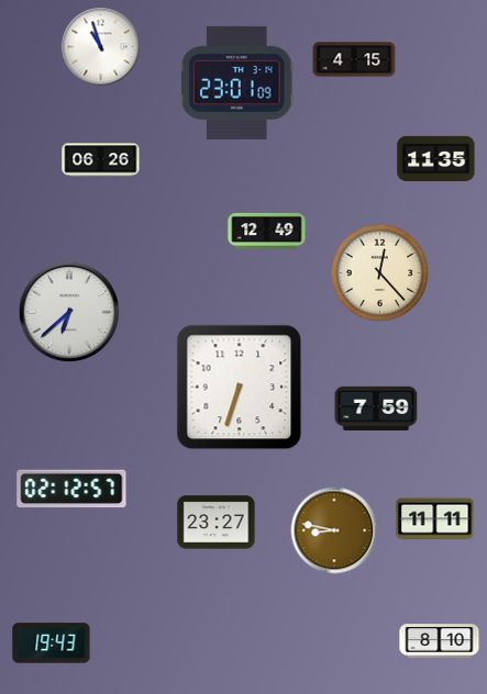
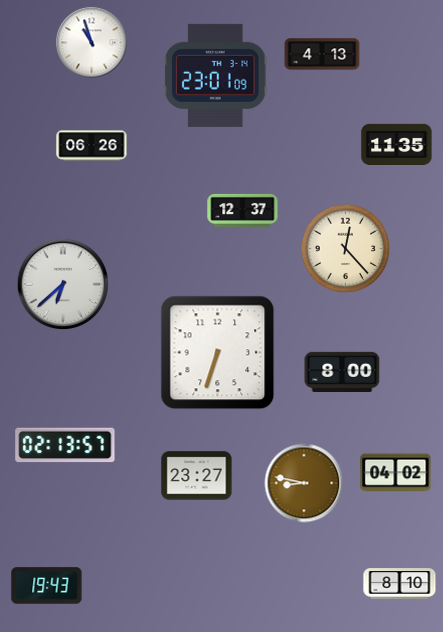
clock at (354, 59): 4:15 -> 4:13
clock at (267, 231): 12:49 -> 12:37
clock at (376, 407): 7:59 -> 8:00
clock at (71, 489): 02:12 -> 02:13
clock at (435, 519): 11:11 -> 04:02
